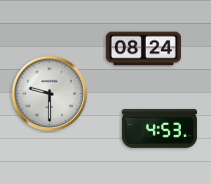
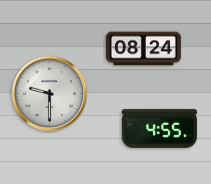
clock at (159, 128): 4:53 -> 4:55
